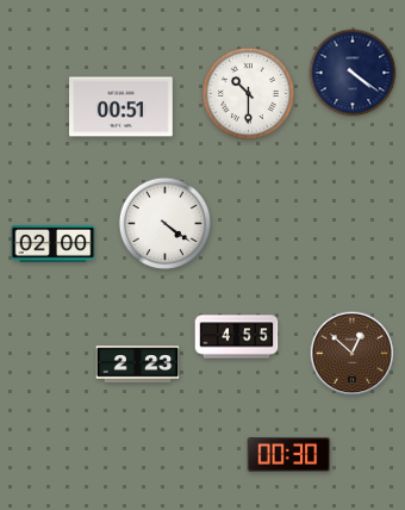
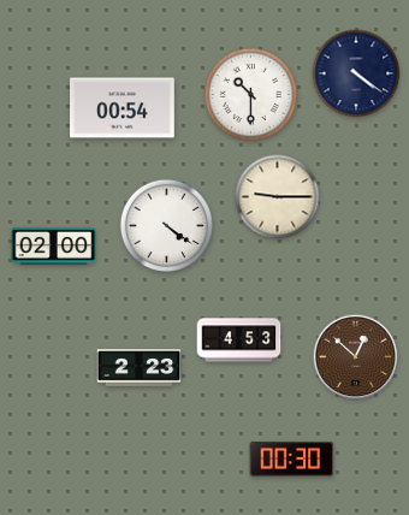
clock at (121, 107): 00:51 -> 00:54
clock at (278, 197): none -> 9:15
clock at (237, 337): 4:55 -> 4:53
